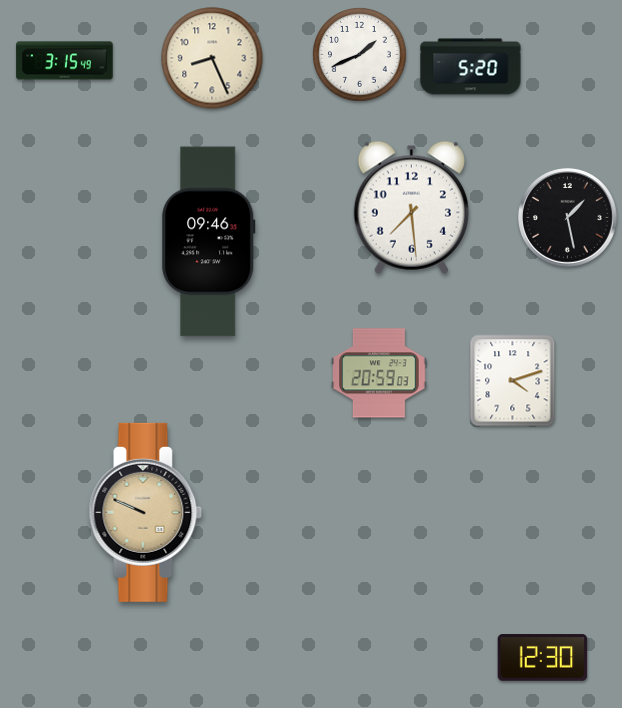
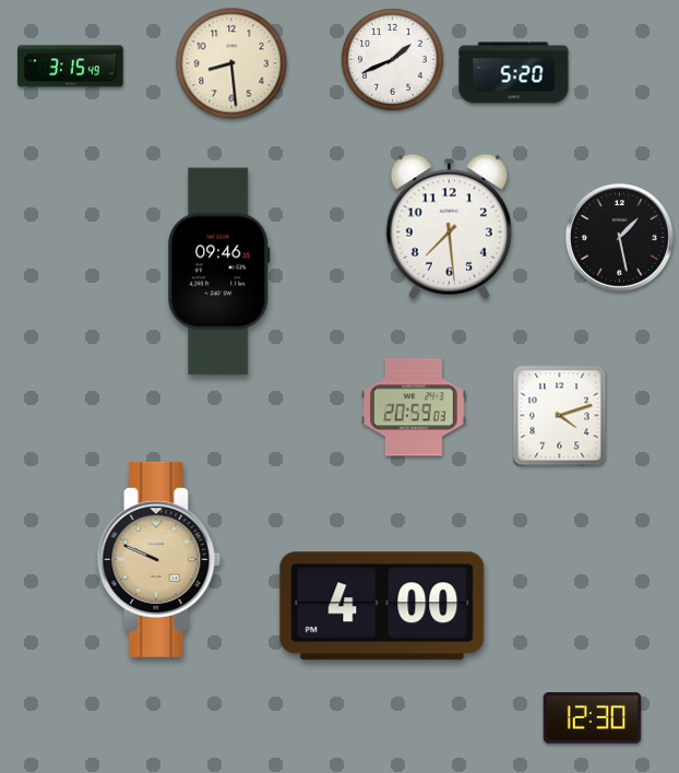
clock at (212, 58): 8:26 -> 8:29
clock at (209, 242) position: (209, 242) -> (219, 272)
clock at (382, 606): none -> 4:00
